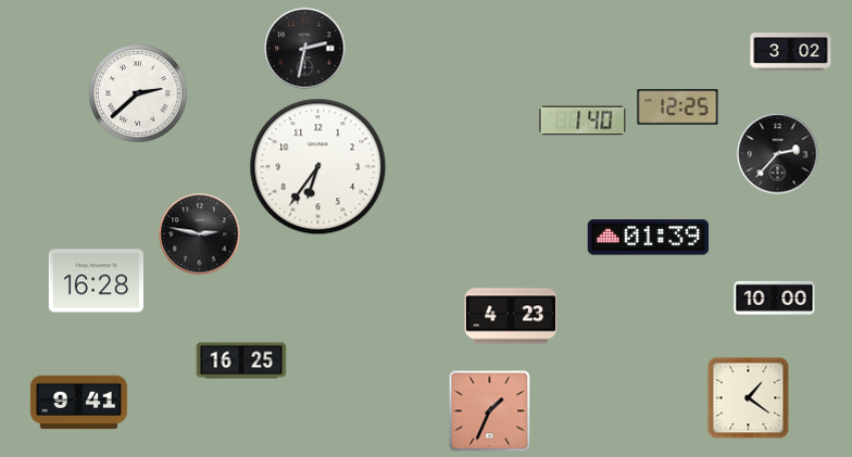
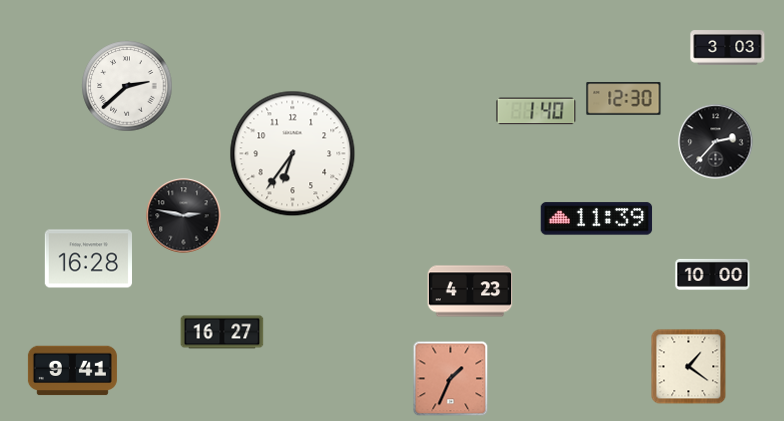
clock at (305, 49): 2:32 -> none
clock at (791, 52): 3:02 -> 3:03
clock at (678, 107): 12:25 -> 12:30
clock at (649, 238): 01:39 -> 11:39
clock at (241, 360): 16:25 -> 16:27
